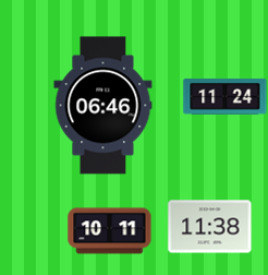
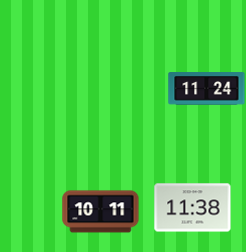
clock at (103, 106): 06:46 -> none
